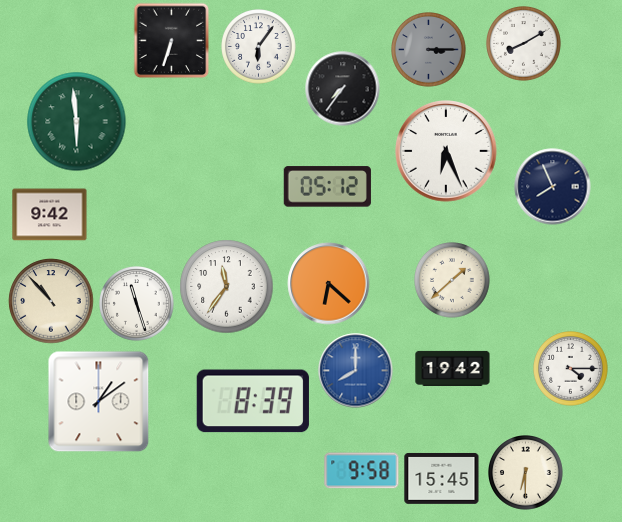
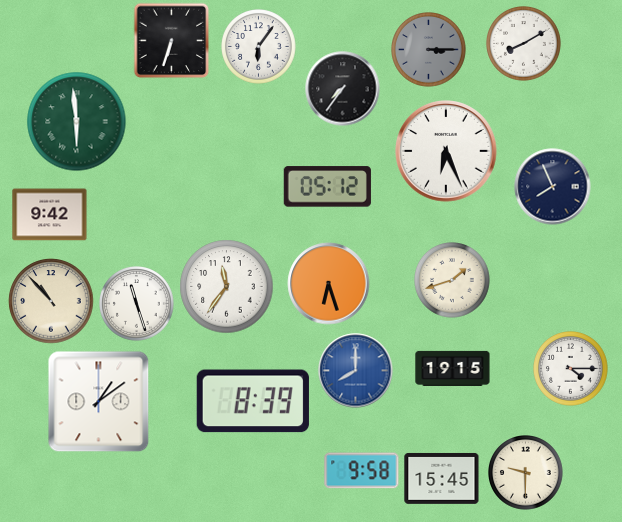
clock at (452, 280): 1:38 -> 1:42
clock at (329, 284): 6:22 -> 6:27
clock at (453, 368): 19:42 -> 19:15
clock at (526, 473): 6:30 -> 9:30
